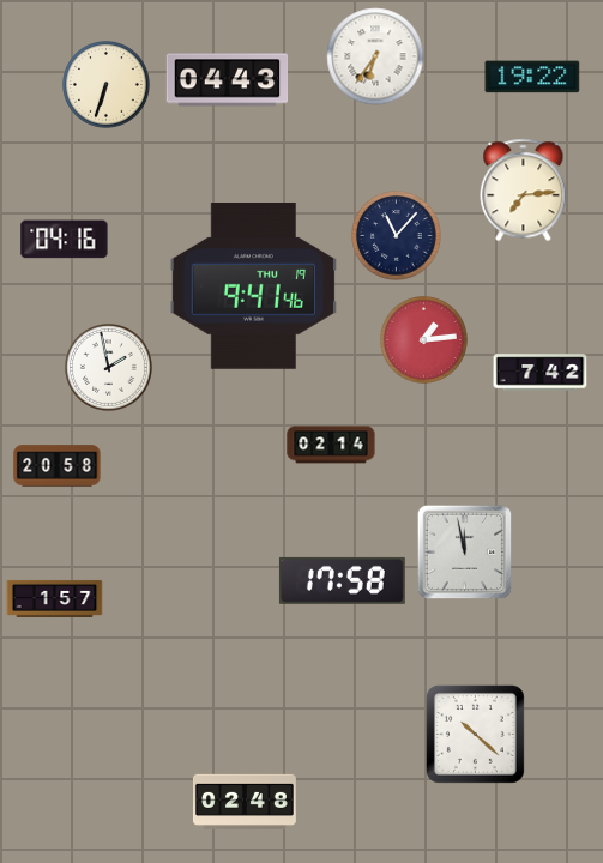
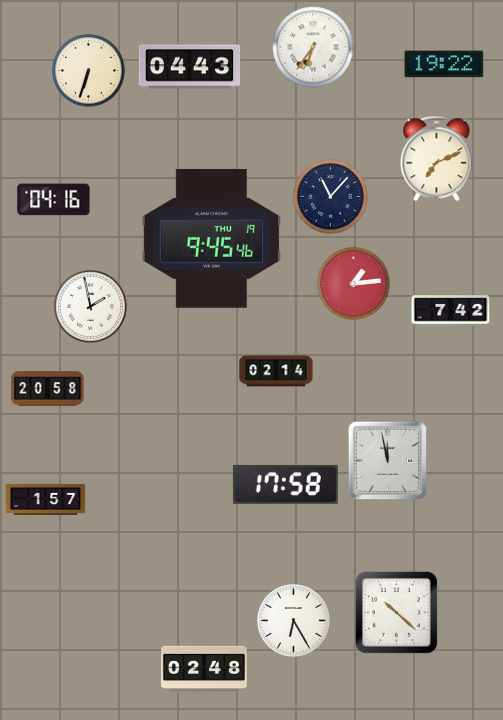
clock at (524, 191): 7:14 -> 7:11
clock at (253, 286): 9:41 -> 9:45
clock at (294, 621): none -> 6:25
